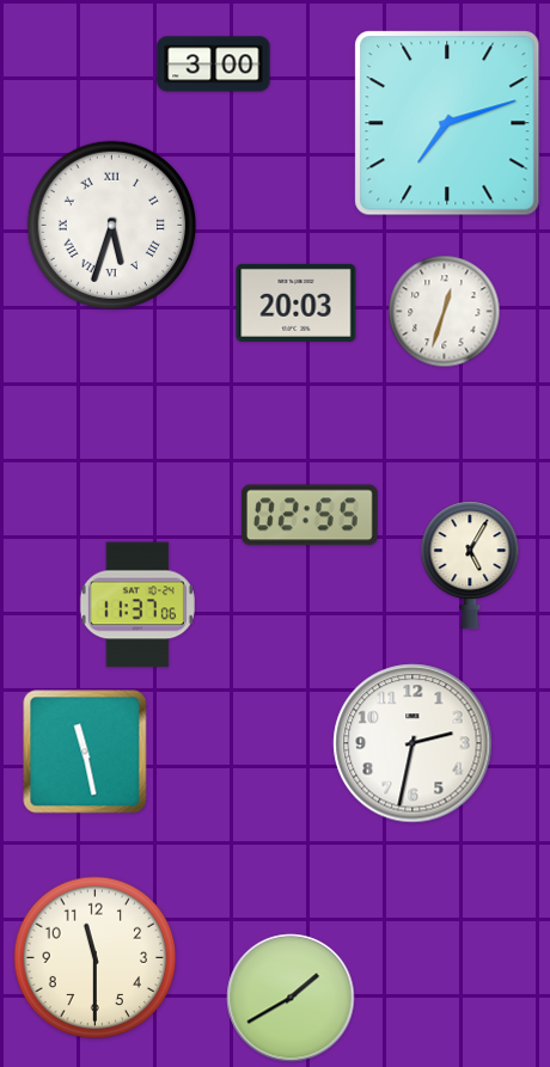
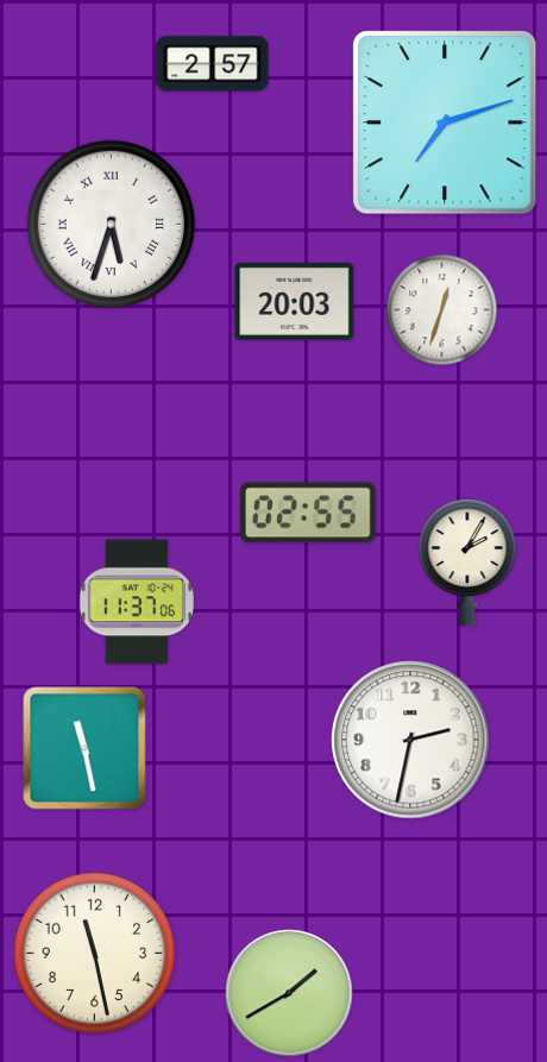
clock at (214, 65): 3:00 -> 2:57
clock at (470, 565): 5:05 -> 2:05
clock at (96, 958): 11:30 -> 11:28
